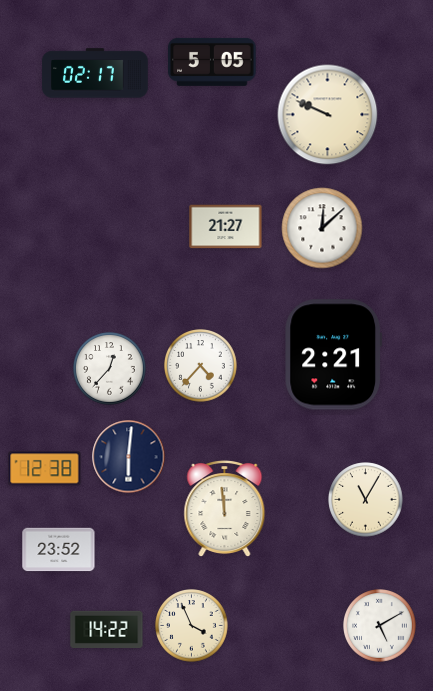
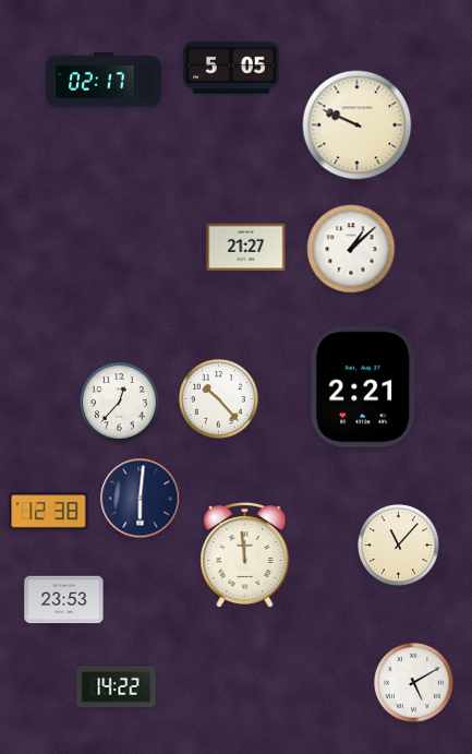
clock at (322, 228): 12:08 -> 1:08
clock at (201, 366): 4:37 -> 10:23
clock at (366, 500): 11:05 -> 11:07
clock at (59, 550): 23:52 -> 23:53
clock at (192, 626): 3:56 -> none
